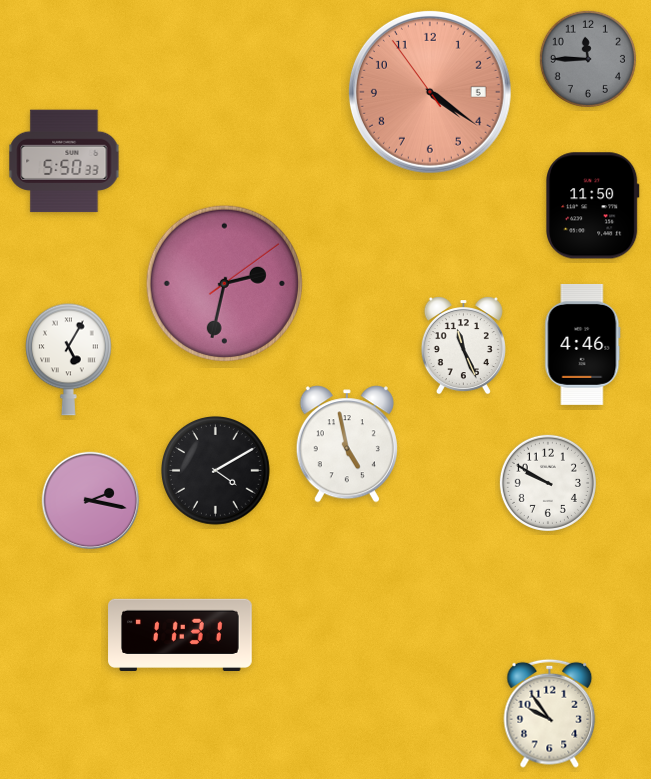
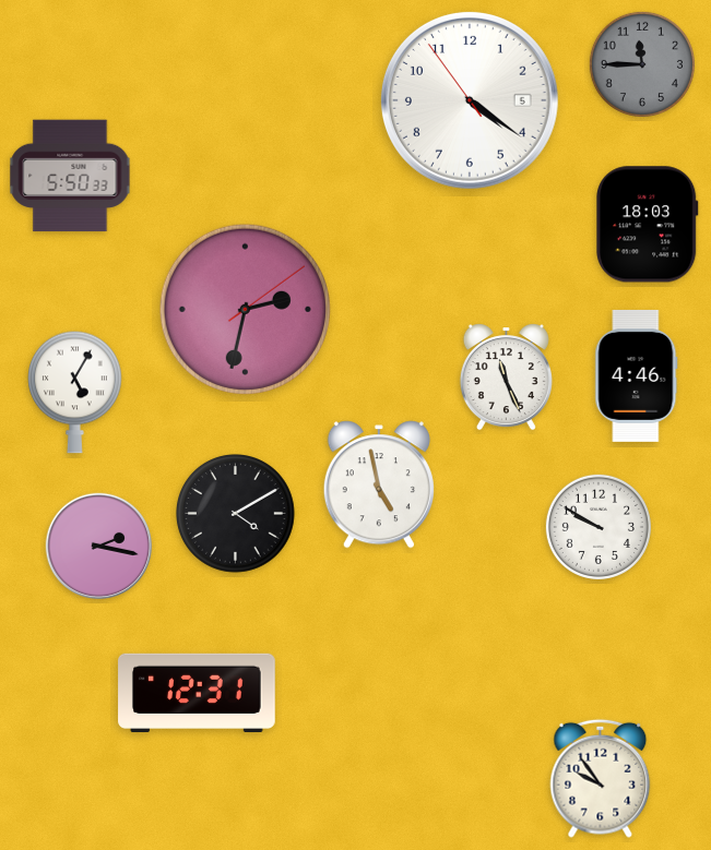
clock at (430, 92) dial: salmon -> white
clock at (593, 206): 11:50 -> 18:03
clock at (180, 634): 11:31 -> 12:31
